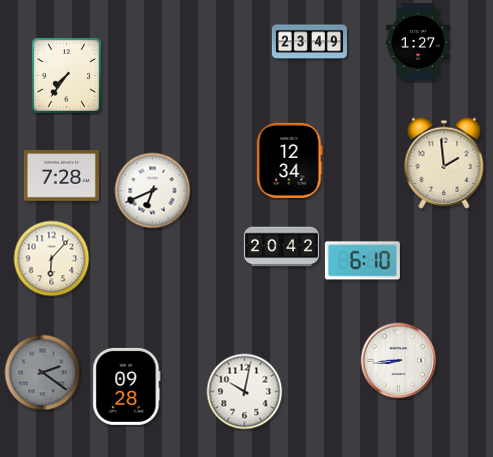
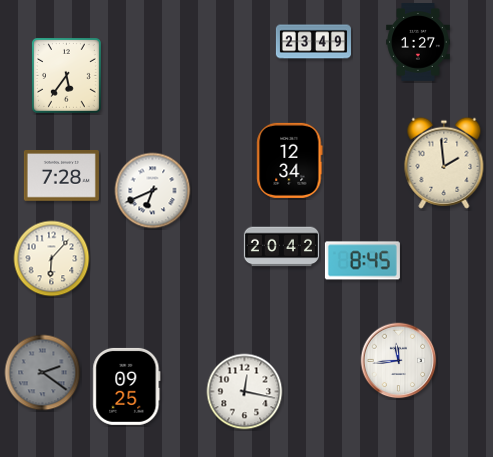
clock at (309, 42) position: (309, 42) -> (313, 42)
clock at (67, 76): 7:36 -> 5:36
clock at (362, 261): 6:10 -> 8:45
clock at (399, 361): 8:44 -> 11:44
clock at (127, 386): 09:28 -> 09:25
clock at (245, 392): 10:02 -> 12:17
